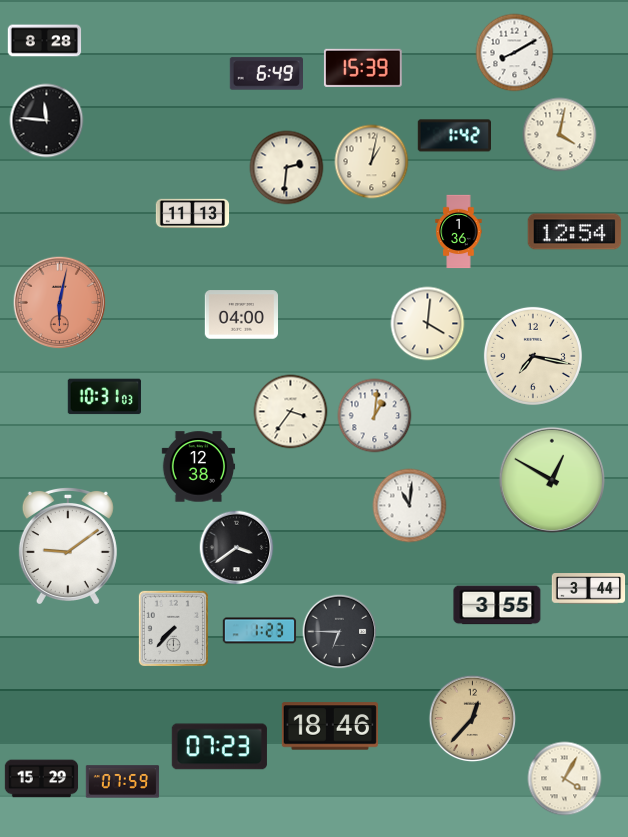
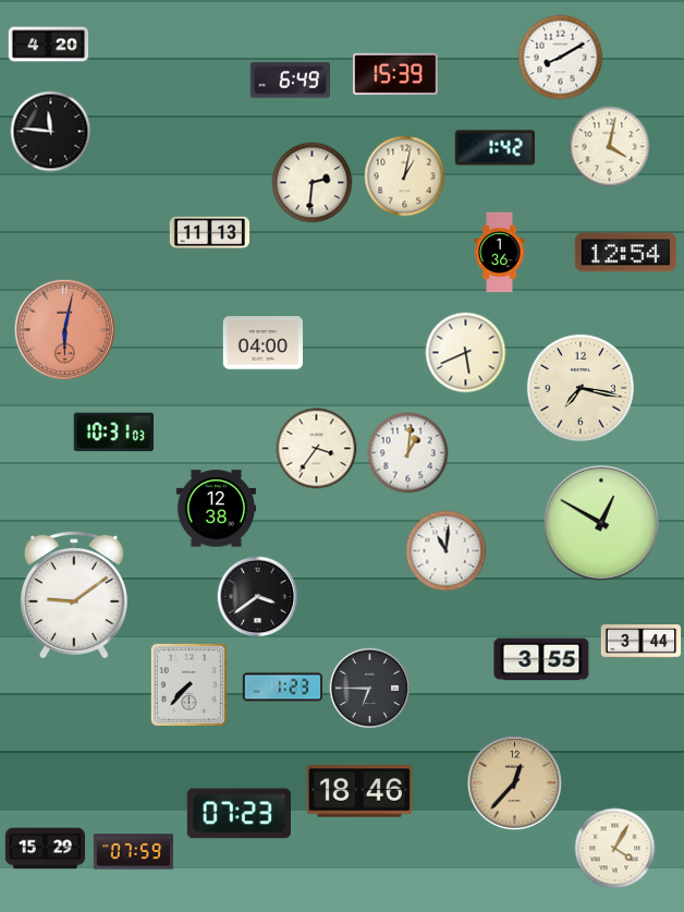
clock at (45, 41): 8:28 -> 4:20
clock at (428, 324): 4:01 -> 5:41
